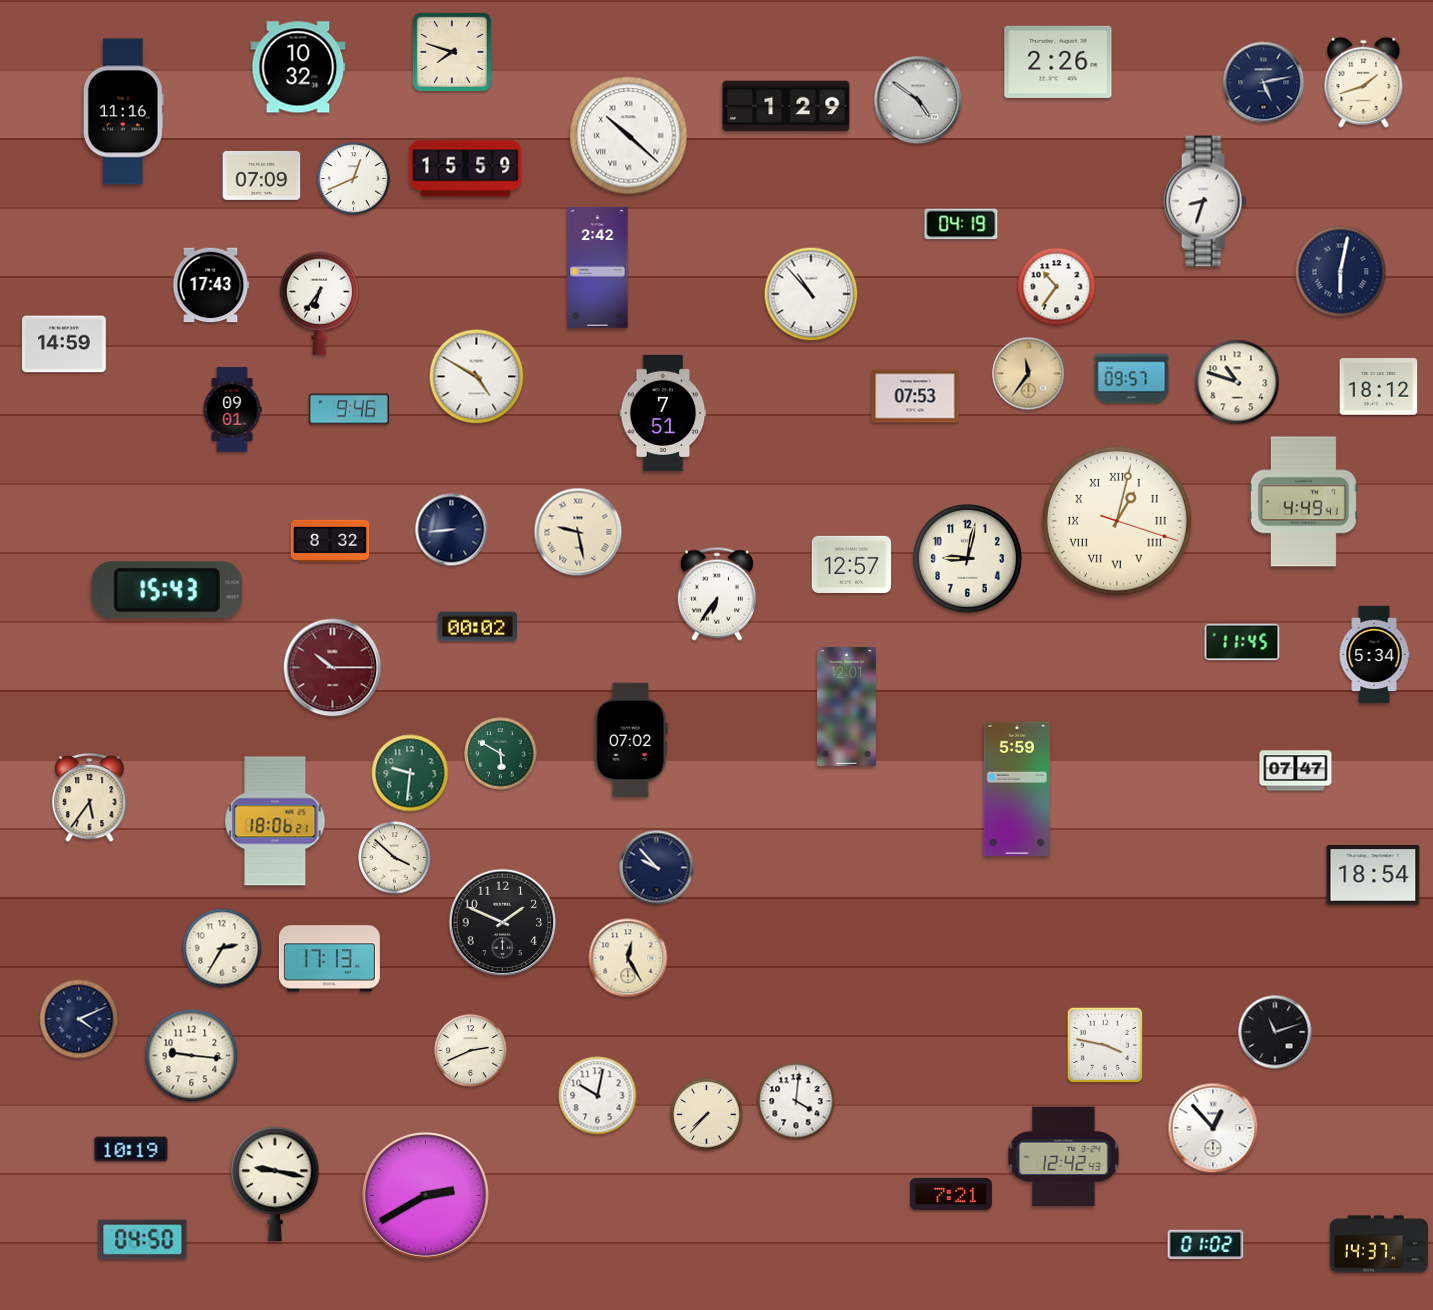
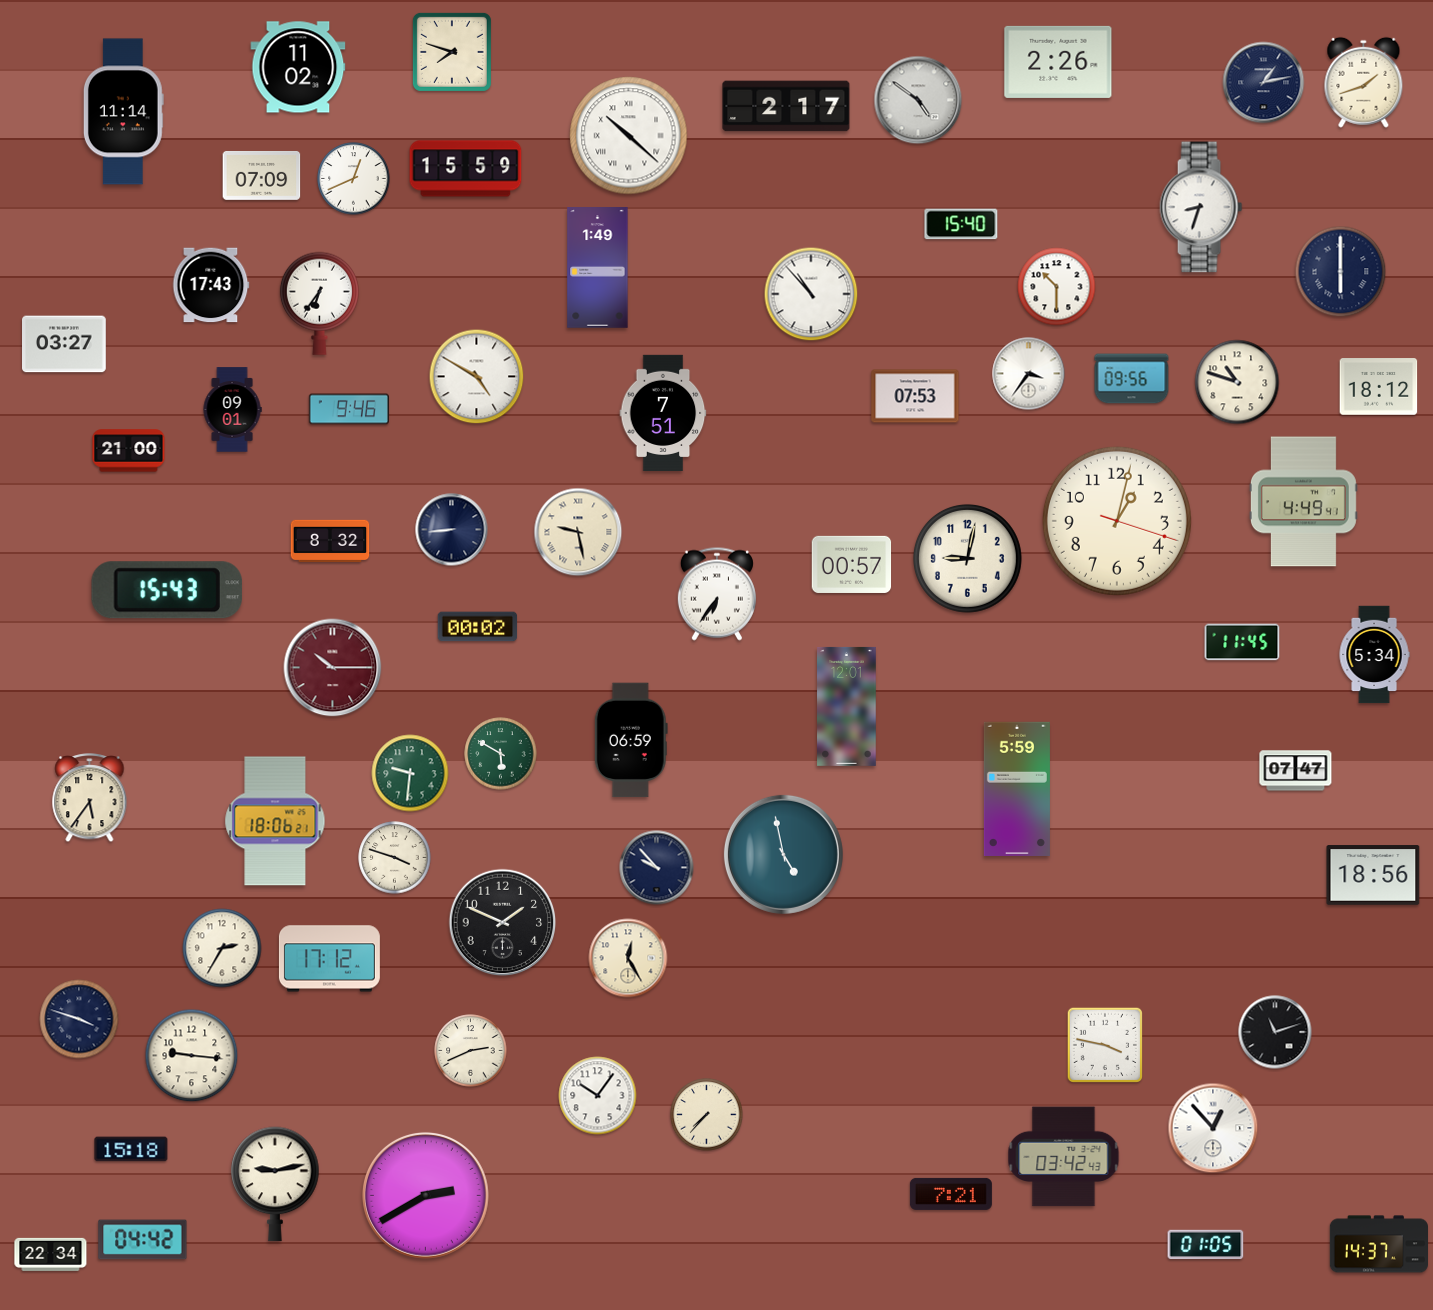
clock at (298, 67): 10:32 -> 11:02
clock at (1264, 83): 5:13 -> 1:13
clock at (786, 106): 1:29 -> 2:17
clock at (123, 112): 11:16 -> 11:14
clock at (1205, 201) position: (1205, 201) -> (1201, 207)
clock at (961, 224): 04:19 -> 15:40
clock at (598, 268): 2:42 -> 1:49
clock at (1341, 272): 6:02 -> 6:00
clock at (1057, 287): 10:36 -> 10:30
clock at (65, 344): 14:59 -> 03:27
clock at (1029, 374): 11:36 -> 3:36
clock at (1029, 374) dial: champagne -> white
clock at (1132, 379): 09:57 -> 09:56
clock at (129, 451): none -> 21:00
clock at (1117, 521) numerals: Roman -> Arabic
clock at (852, 564): 12:57 -> 00:57
clock at (631, 740): 07:02 -> 06:59
clock at (783, 854): none -> 4:58
clock at (395, 858): 3:52 -> 3:48
clock at (1373, 875): 18:54 -> 18:56
clock at (329, 959): 17:13 -> 17:12
clock at (79, 1019): 4:11 -> 3:48
clock at (598, 1096): 10:02 -> 10:06
clock at (796, 1101): 4:01 -> none
clock at (131, 1149): 10:19 -> 15:18
clock at (1064, 1157): 12:42 -> 03:42
clock at (275, 1184): 9:17 -> 9:13
clock at (143, 1240): 04:50 -> 04:42
clock at (1206, 1245): 01:02 -> 01:05
clock at (51, 1254): none -> 22:34
